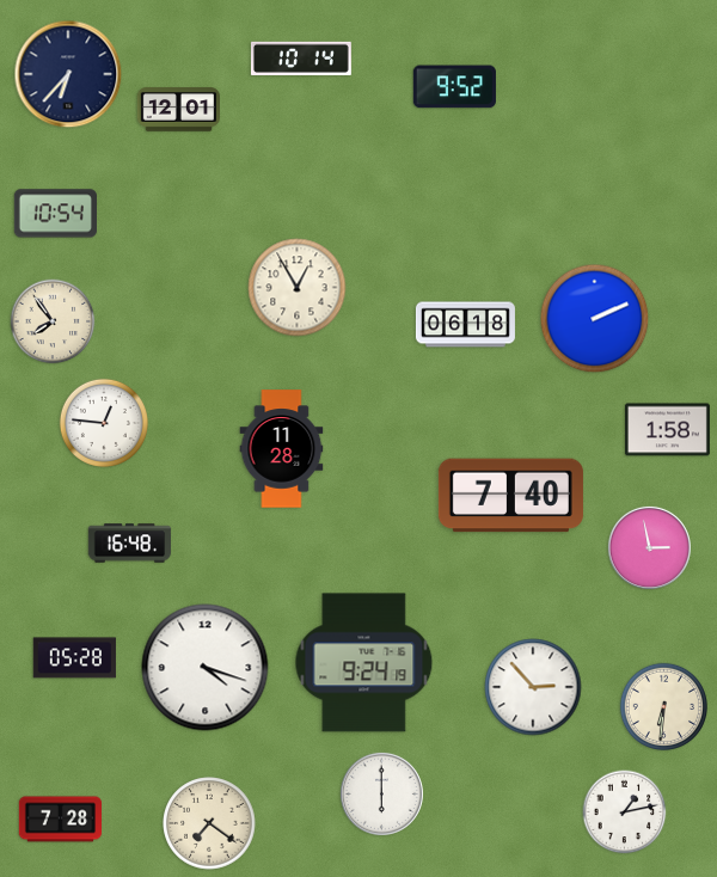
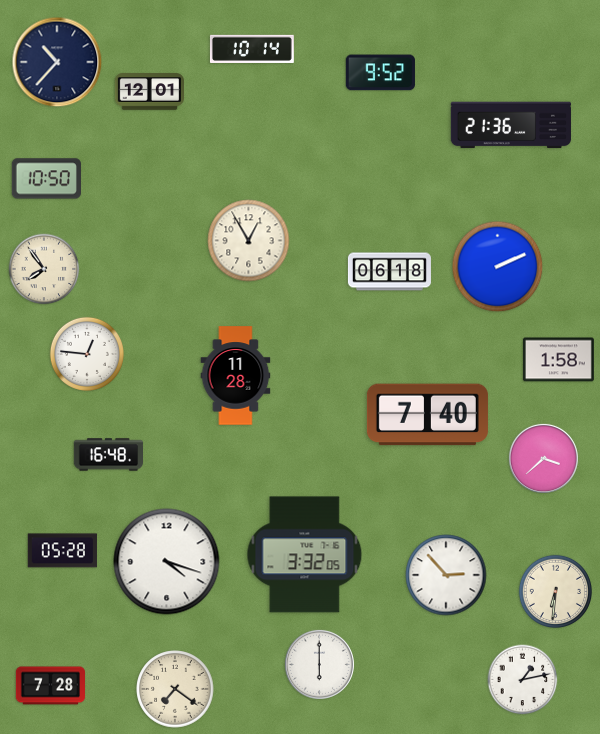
clock at (68, 74): 6:37 -> 10:37
clock at (510, 125): none -> 21:36
clock at (55, 214): 10:54 -> 10:50
clock at (649, 547): 2:58 -> 3:38
clock at (364, 663): 9:24 -> 3:32
clock at (206, 668) position: (206, 668) -> (167, 562)
